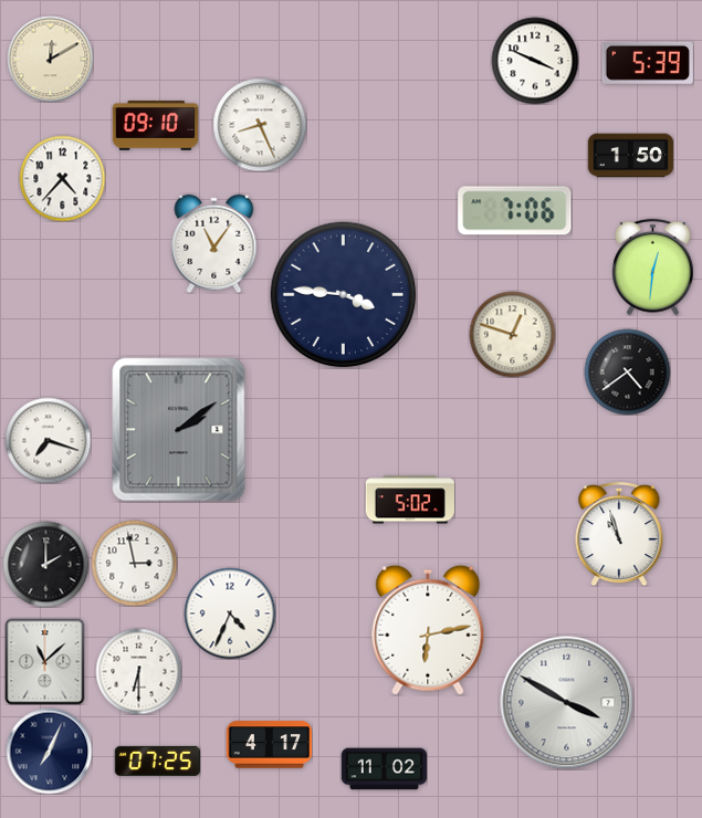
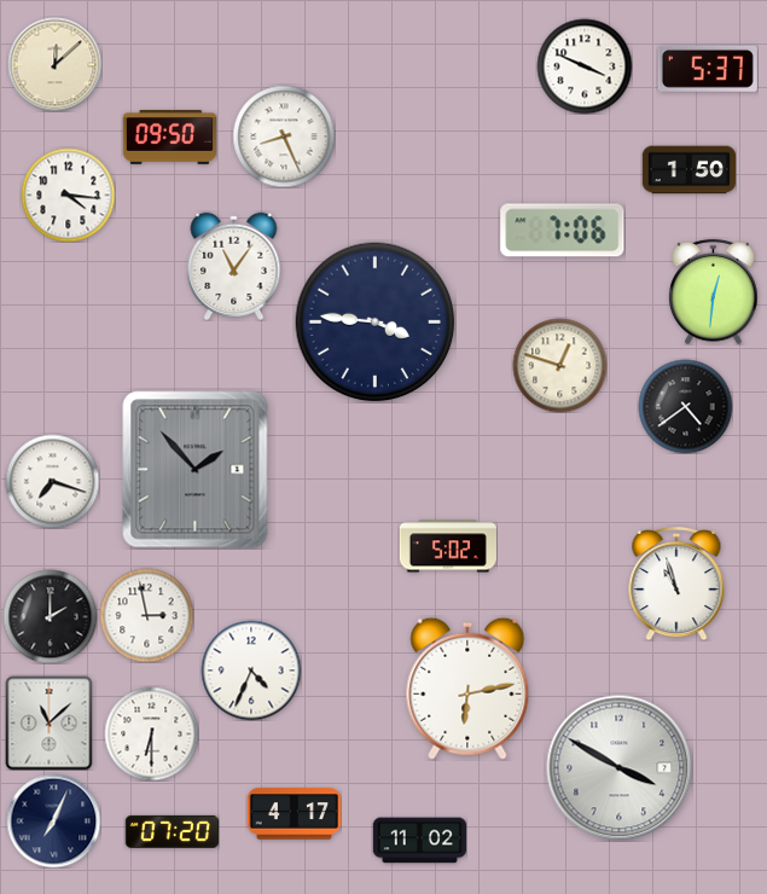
clock at (50, 59): 12:10 -> 12:08
clock at (648, 63): 5:39 -> 5:37
clock at (155, 126): 09:10 -> 09:50
clock at (62, 178): 4:37 -> 4:16
clock at (179, 430): 2:09 -> 1:53
clock at (157, 761): 07:25 -> 07:20
